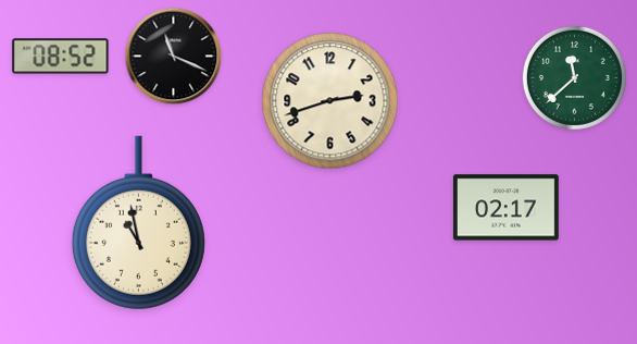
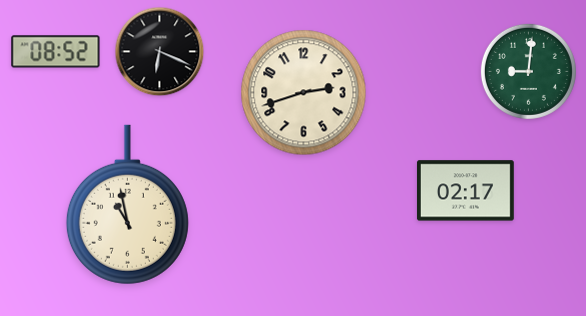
clock at (174, 57): 11:19 -> 6:19
clock at (574, 77): 11:38 -> 9:01
